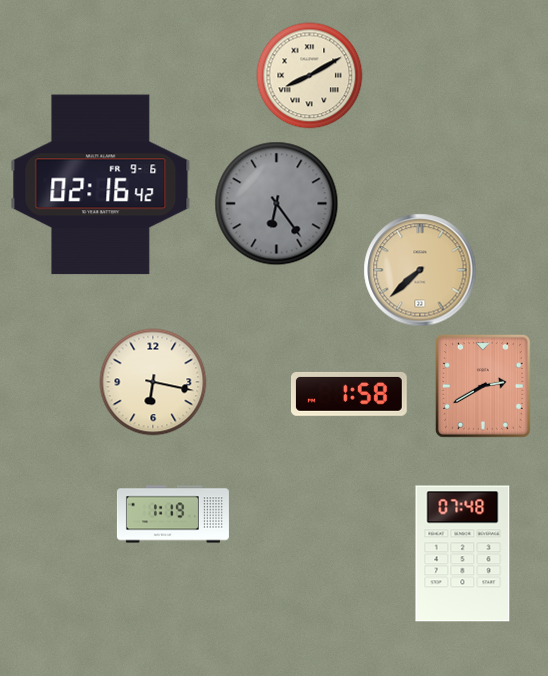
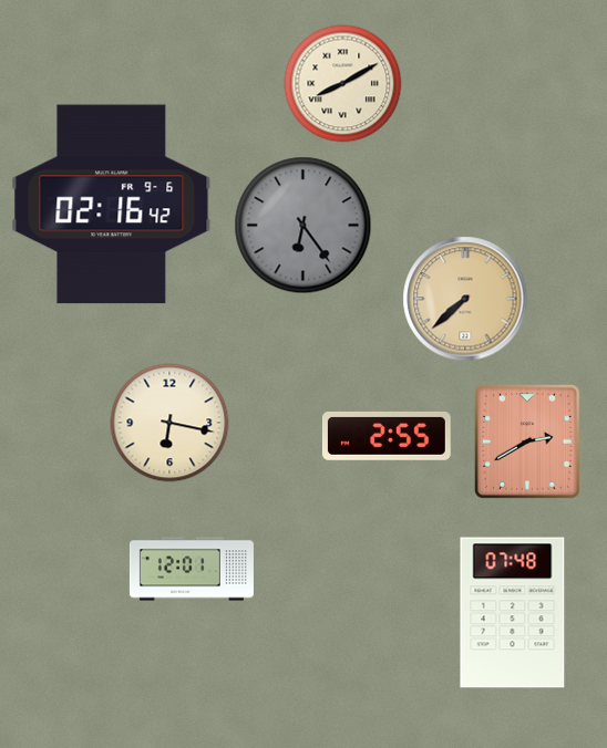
clock at (277, 204) position: (277, 204) -> (303, 226)
clock at (483, 386) position: (483, 386) -> (527, 441)
clock at (349, 394): 1:58 -> 2:55
clock at (173, 514): 1:19 -> 12:01
